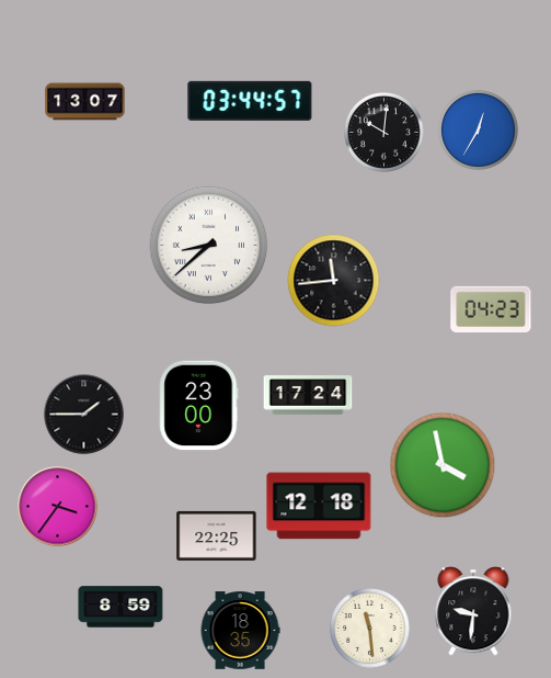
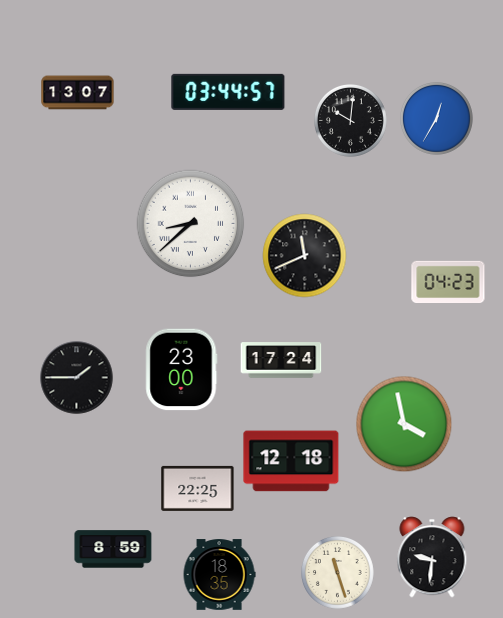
clock at (334, 281): 11:44 -> 11:41
clock at (58, 507): 3:36 -> none
clock at (120, 607) position: (120, 607) -> (113, 549)
clock at (370, 629): 11:29 -> 11:27
